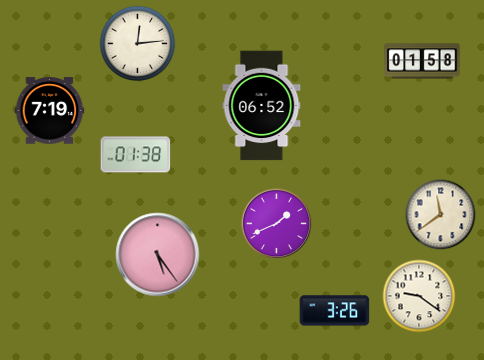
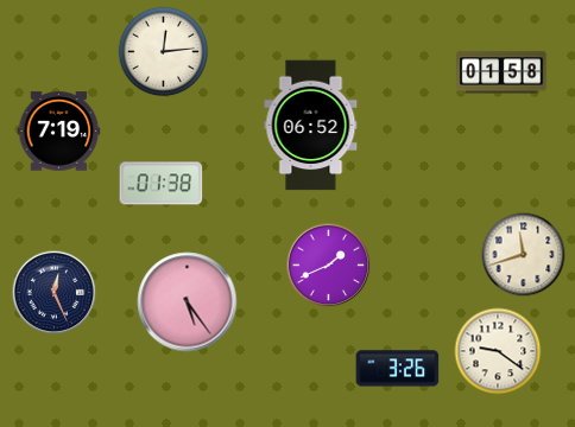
clock at (441, 215): 11:39 -> 11:42
clock at (55, 293): none -> 12:26
